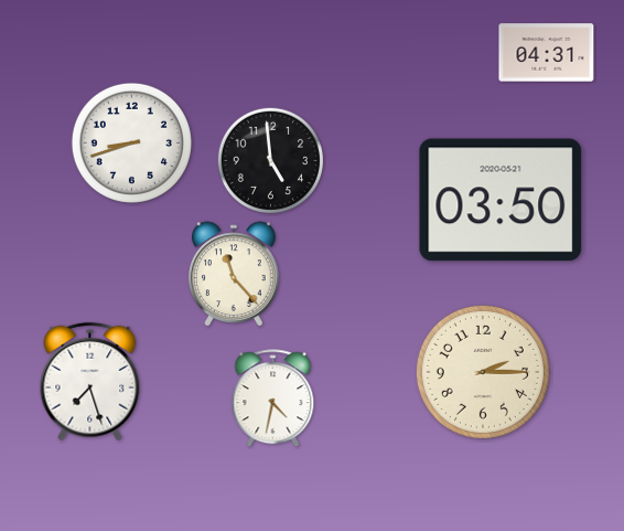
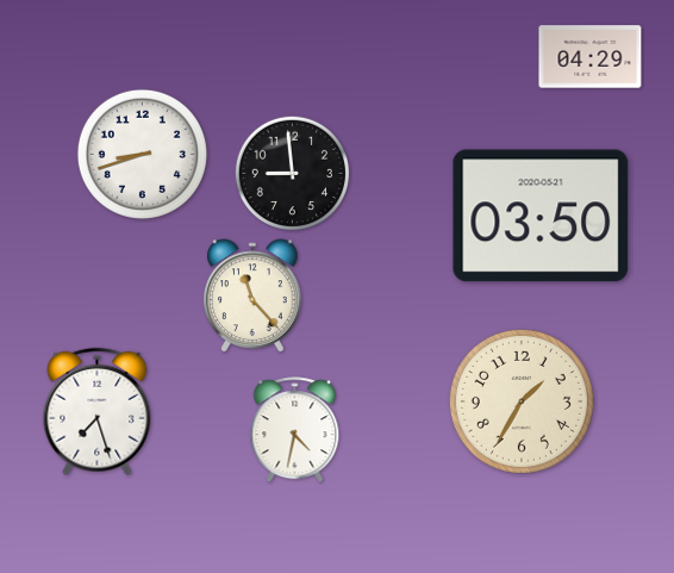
clock at (547, 53): 04:31 -> 04:29
clock at (270, 160): 4:59 -> 8:59
clock at (483, 372): 2:15 -> 1:35
